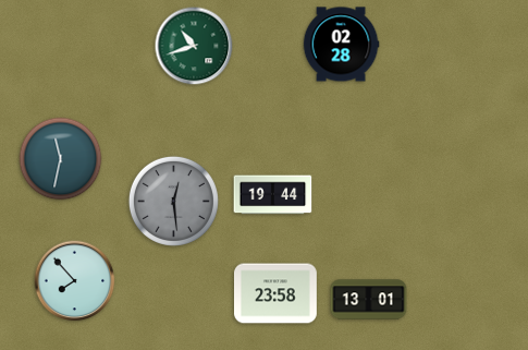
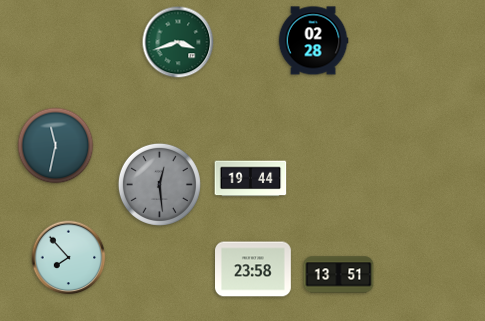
clock at (194, 46): 10:42 -> 3:42
clock at (369, 300): 13:01 -> 13:51
